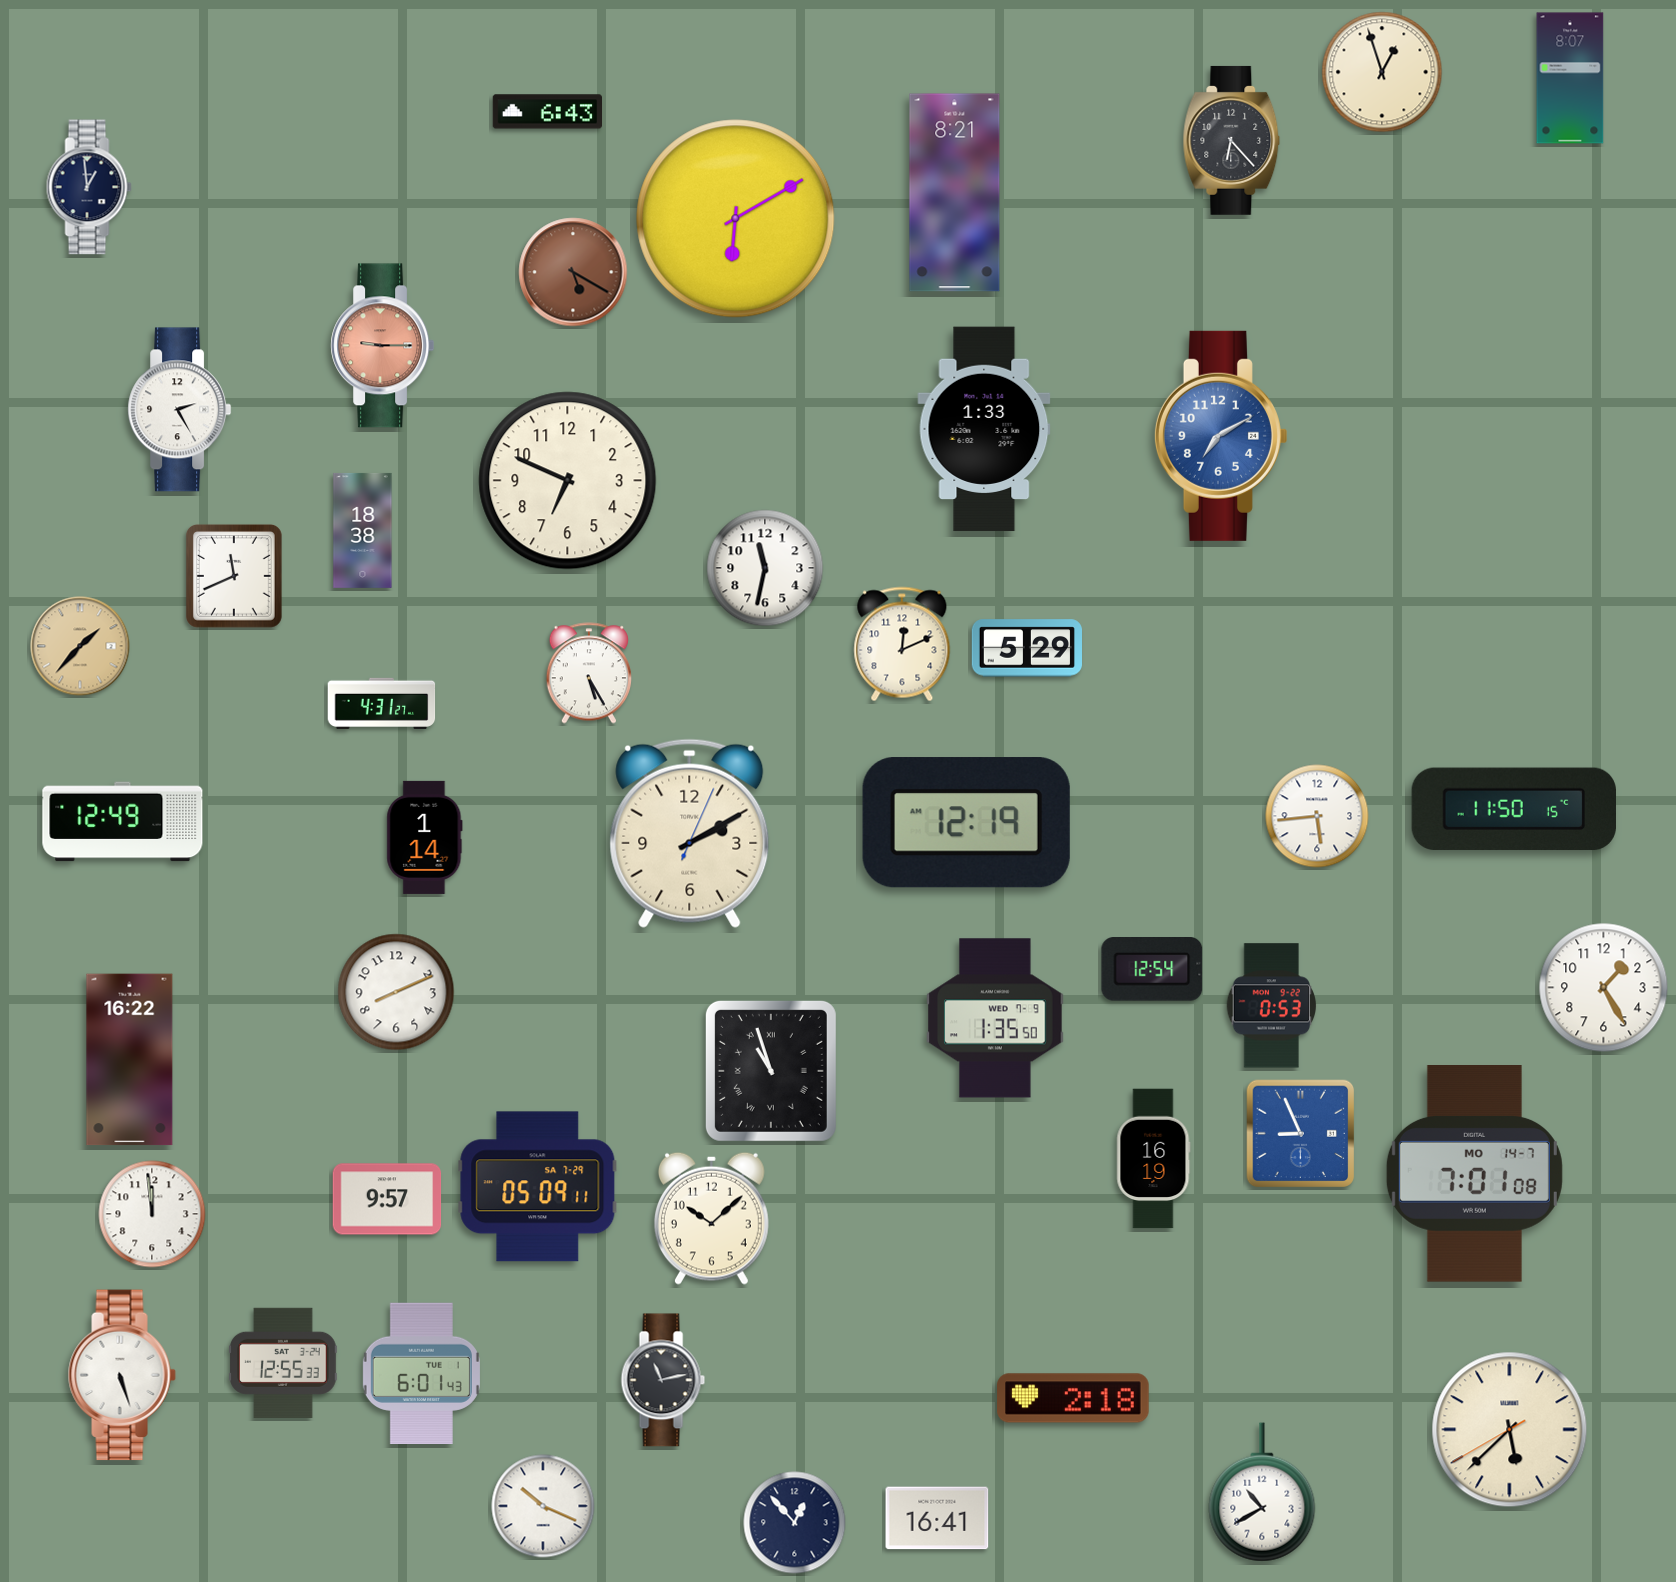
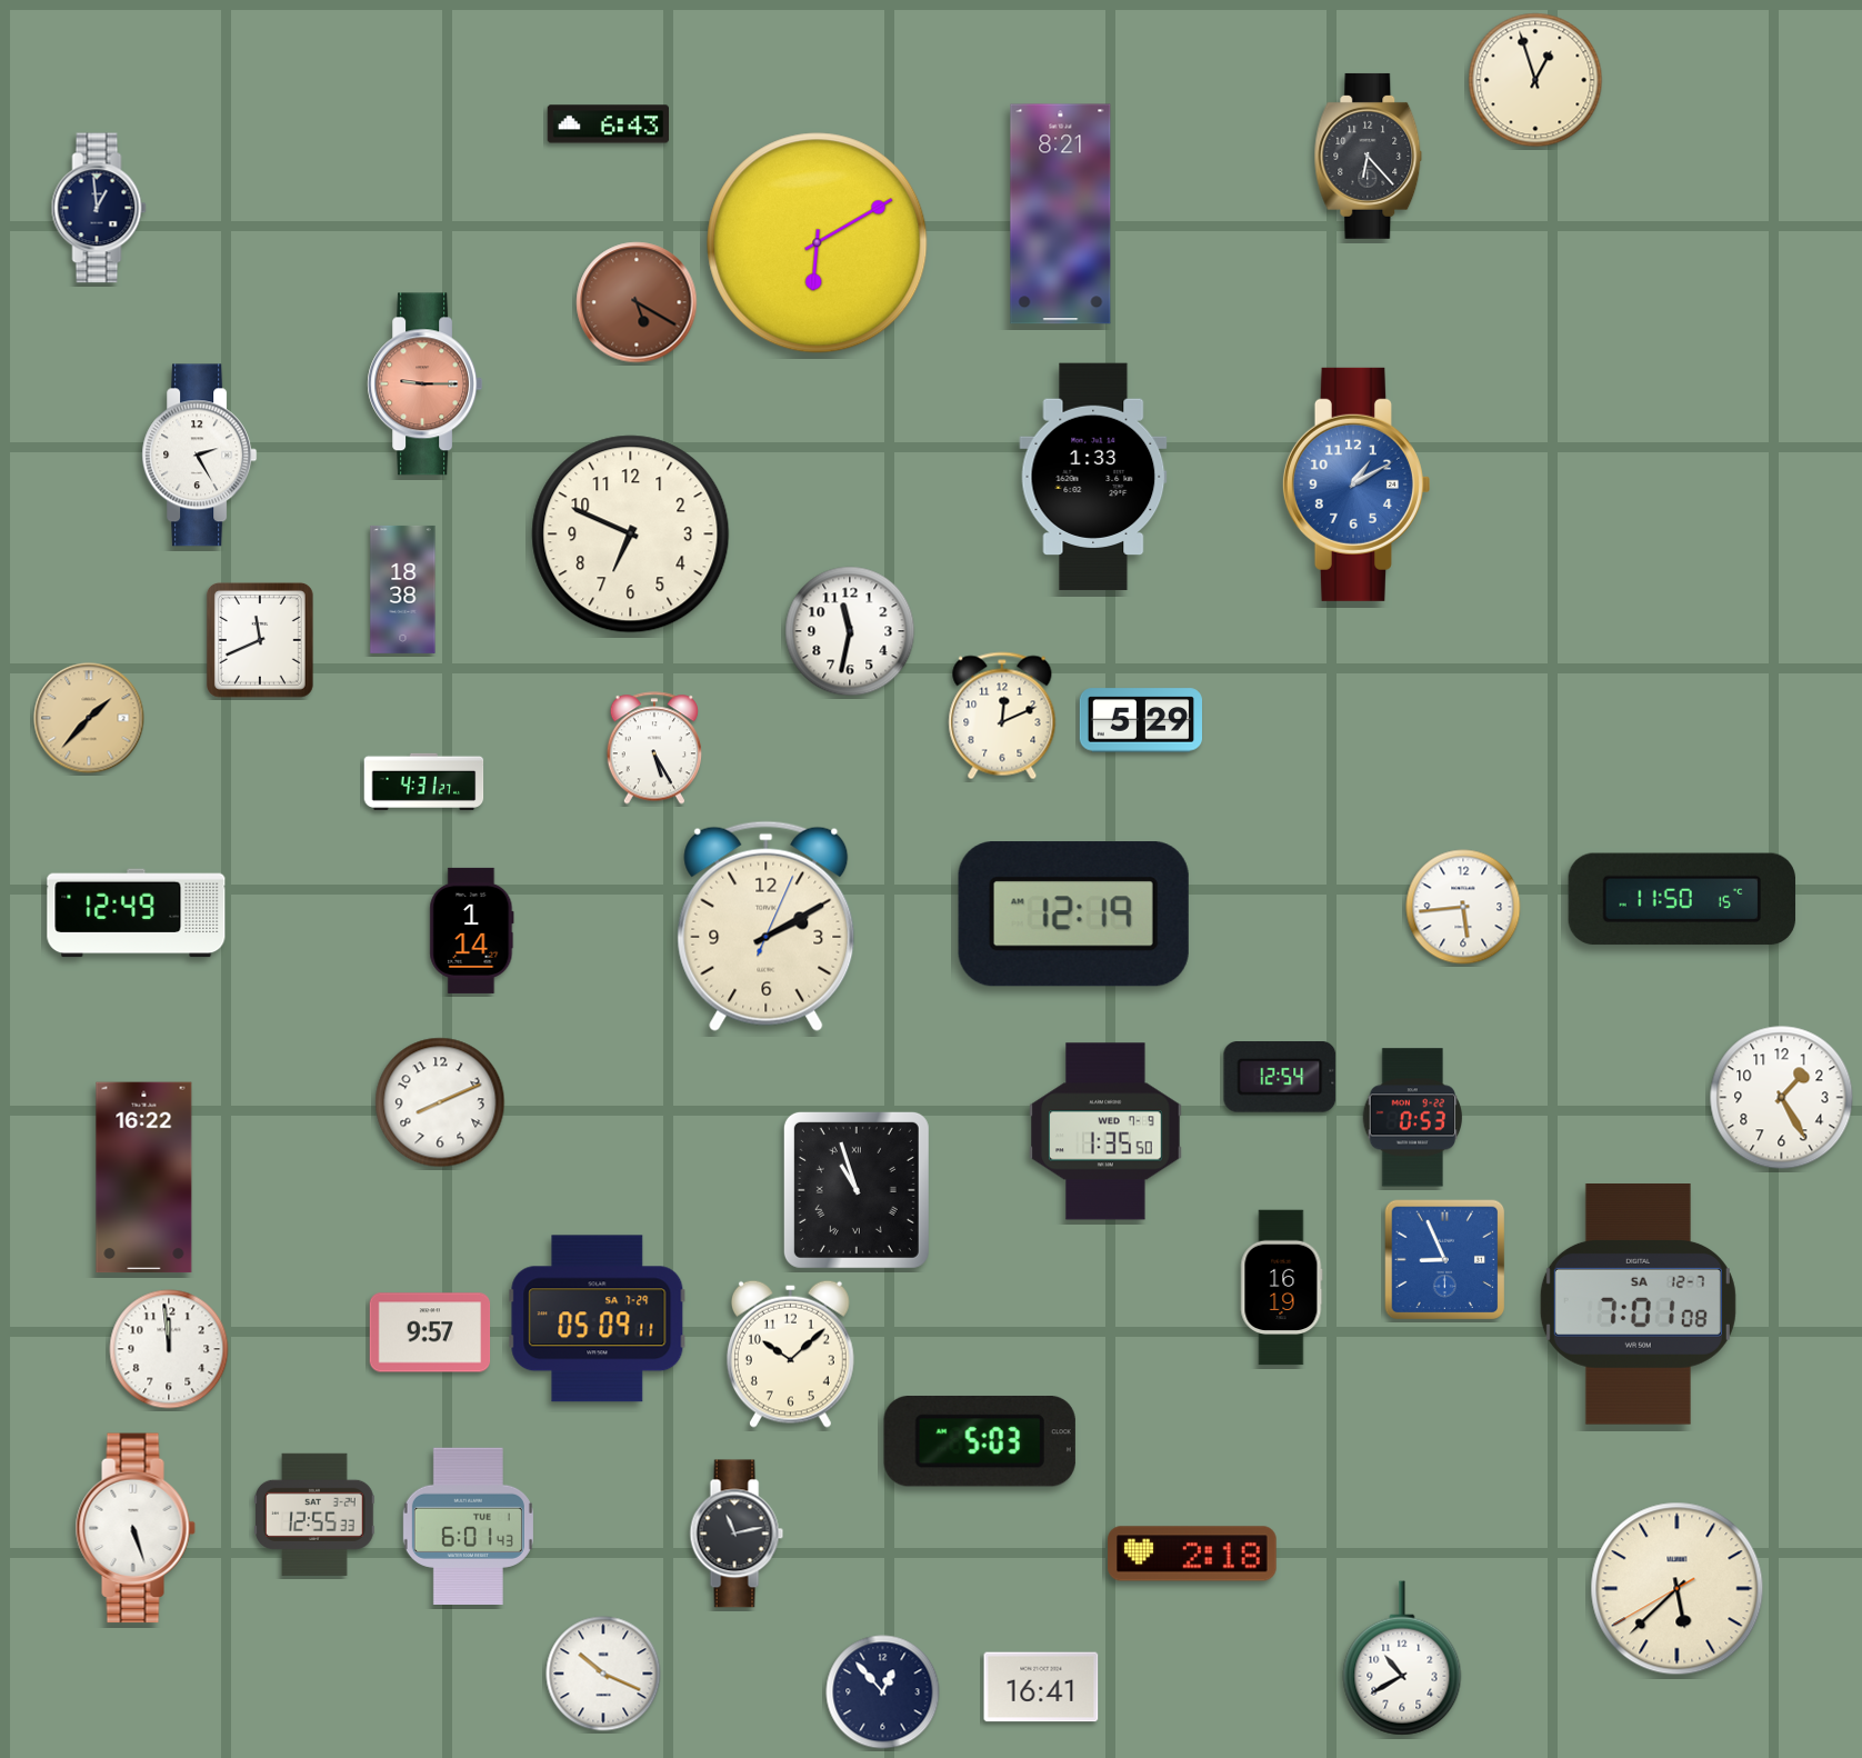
clock at (1570, 78): 8:07 -> none
clock at (1220, 436): 7:10 -> 1:10
clock at (1474, 1174) date: MO 14-7 -> SA 12-7
clock at (980, 1441): none -> 5:03
